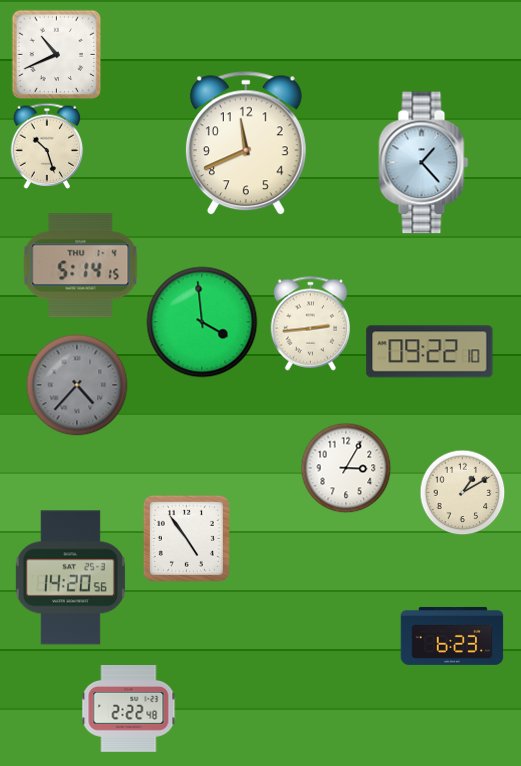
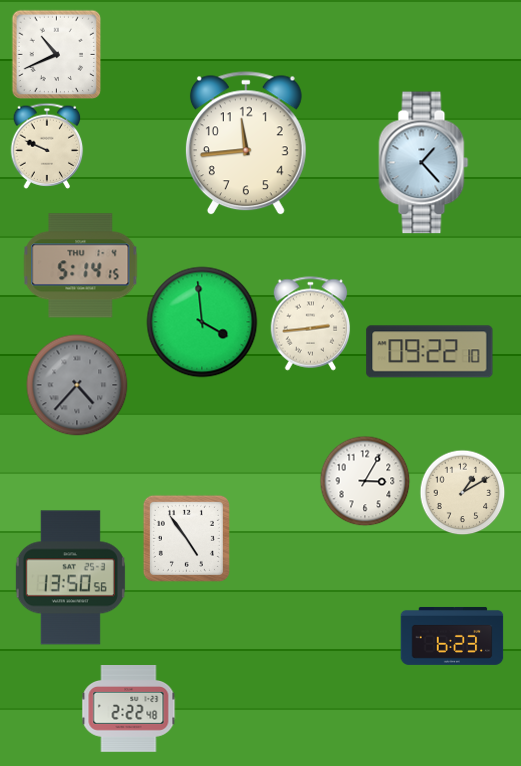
clock at (246, 144): 11:41 -> 11:44
clock at (47, 146): 10:27 -> 9:49
clock at (346, 468) position: (346, 468) -> (365, 481)
clock at (70, 578): 14:20 -> 13:50
